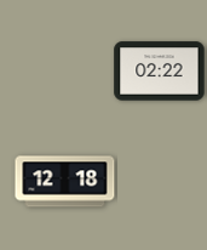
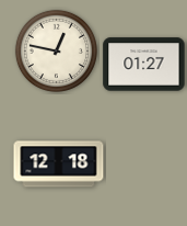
clock at (56, 50): none -> 12:47
clock at (160, 72): 02:22 -> 01:27
